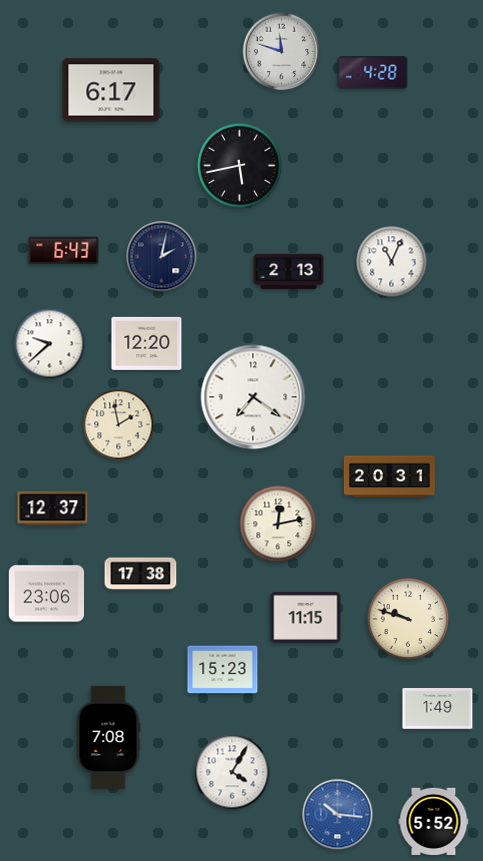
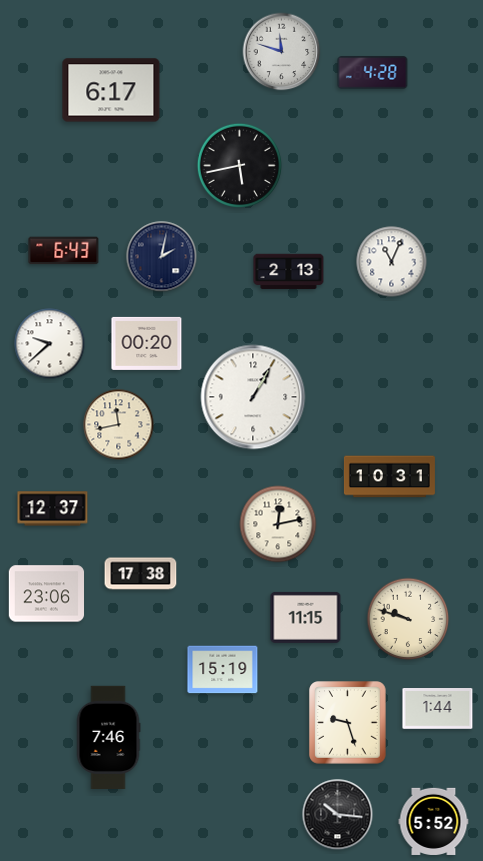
clock at (147, 343): 12:20 -> 00:20
clock at (253, 397): 7:21 -> 1:05
clock at (119, 425): 1:58 -> 11:43
clock at (389, 477): 20:31 -> 10:31
clock at (223, 670): 15:23 -> 15:19
clock at (438, 709): 1:49 -> 1:44
clock at (348, 723): none -> 9:27
clock at (108, 737): 7:08 -> 7:46
clock at (232, 772): 4:05 -> none
clock at (338, 815) dial: blue -> black
